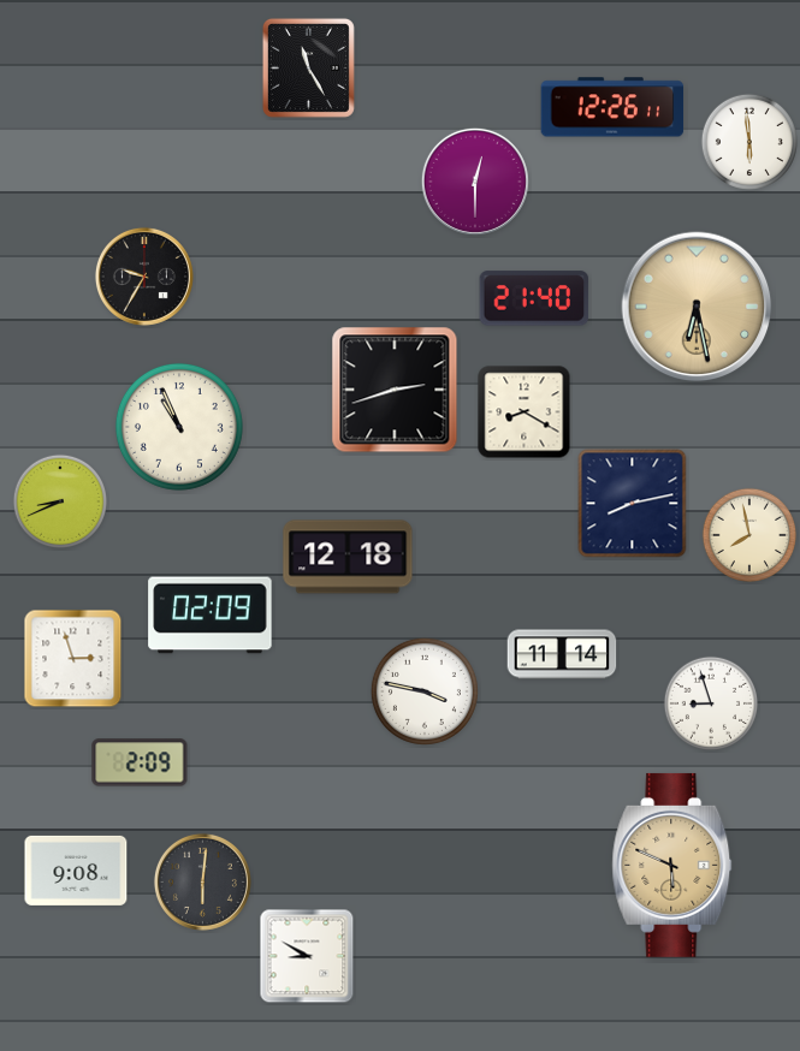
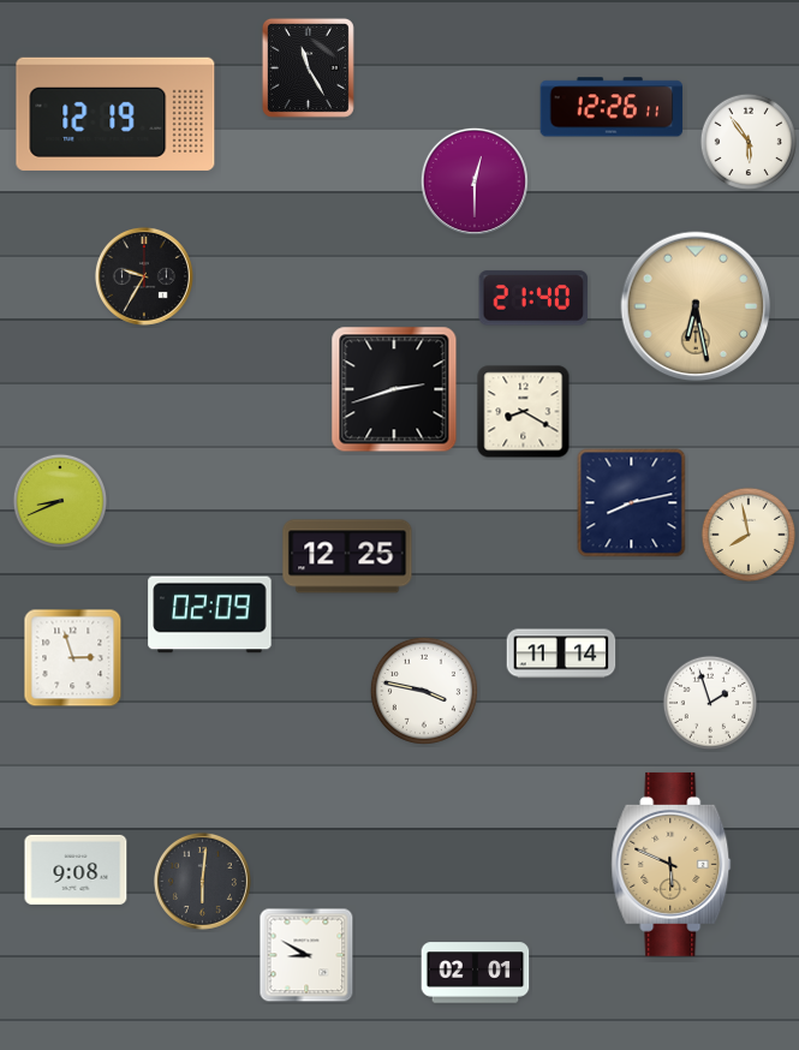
clock at (115, 114): none -> 12:19
clock at (748, 141): 5:59 -> 5:54
clock at (179, 427): 10:56 -> none
clock at (348, 557): 12:18 -> 12:25
clock at (710, 702): 8:57 -> 1:57
clock at (140, 762): 2:09 -> none
clock at (476, 973): none -> 02:01
